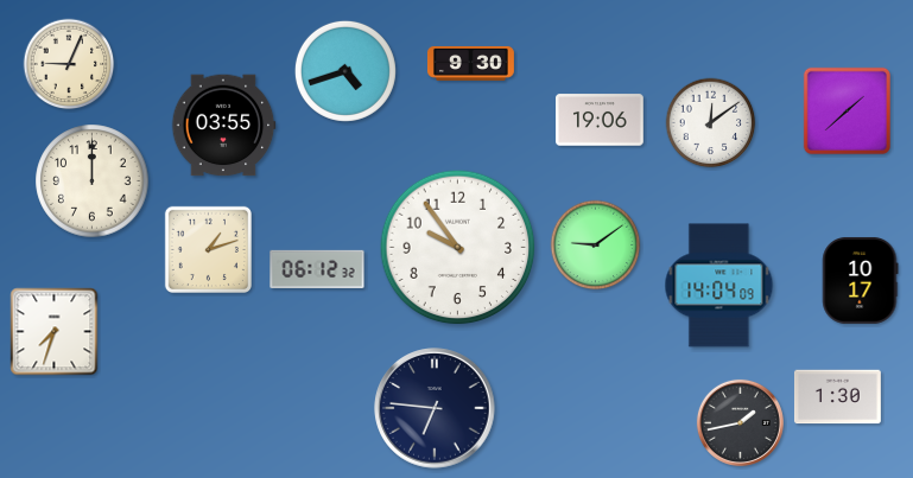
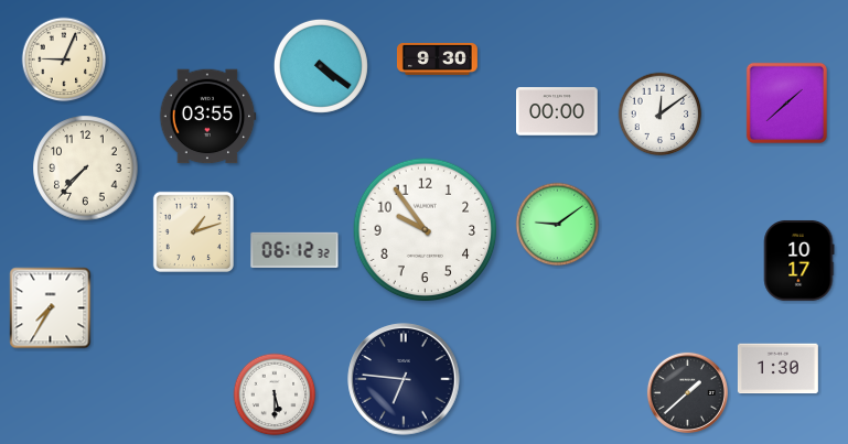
clock at (345, 71): 4:42 -> 4:21
clock at (601, 120): 19:06 -> 00:00
clock at (93, 181): 12:00 -> 7:37
clock at (596, 246) position: (596, 246) -> (558, 225)
clock at (719, 286): 14:04 -> none
clock at (55, 332): 7:33 -> 7:35
clock at (740, 422): 1:43 -> 1:38
clock at (275, 394): none -> 5:30
